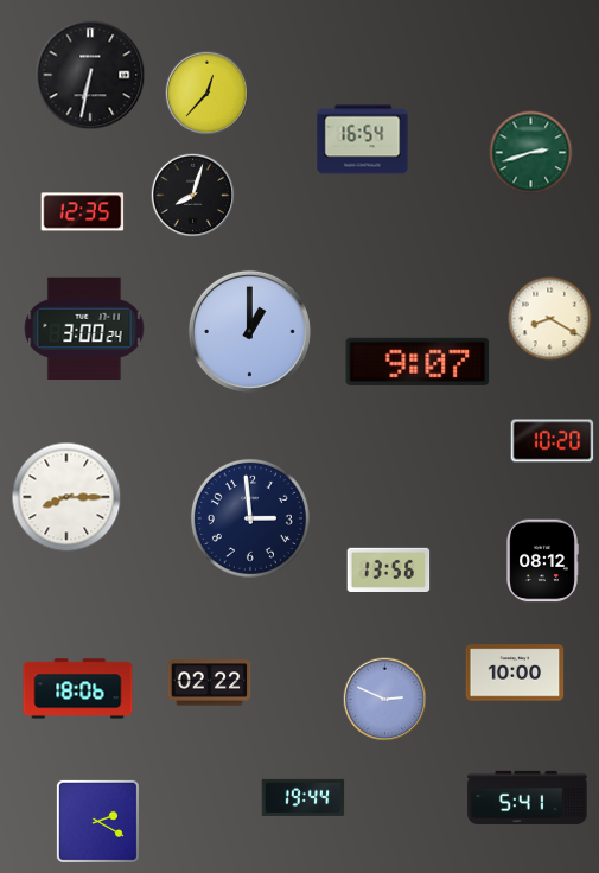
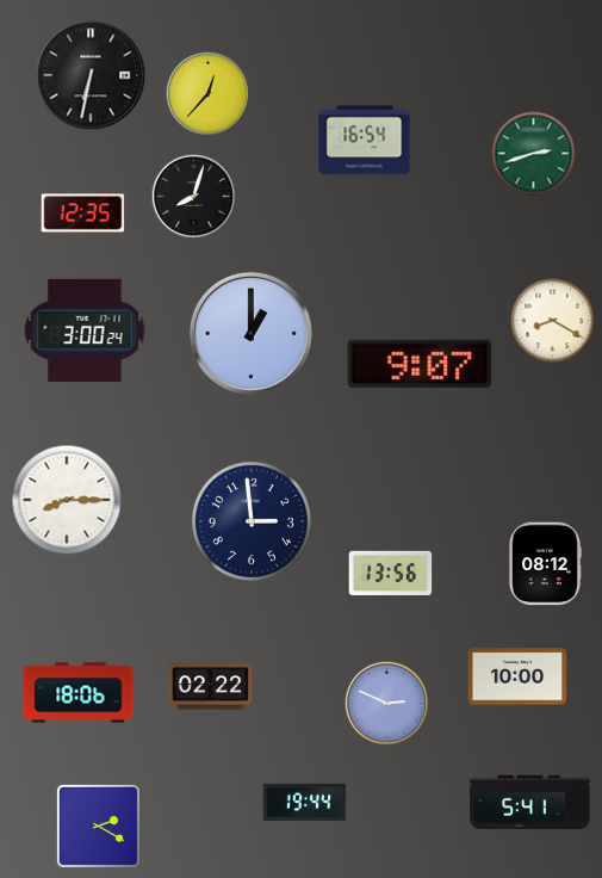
clock at (553, 441): 10:20 -> none
